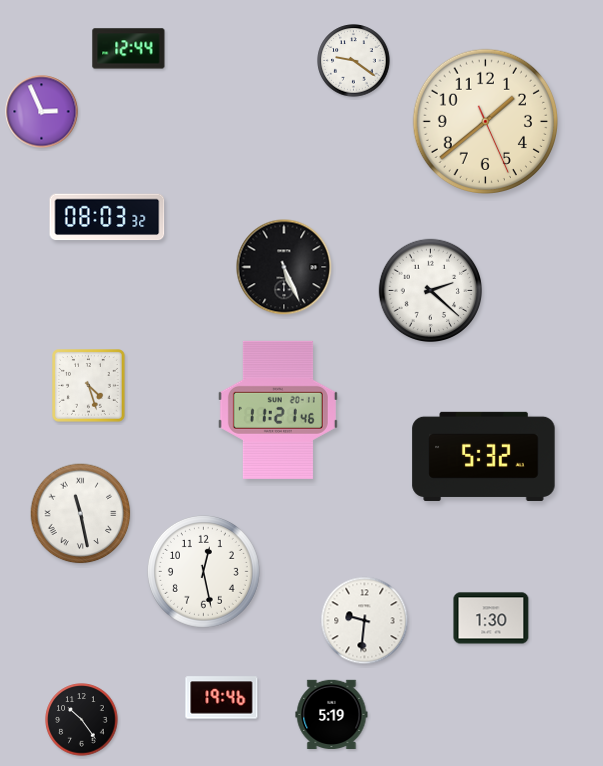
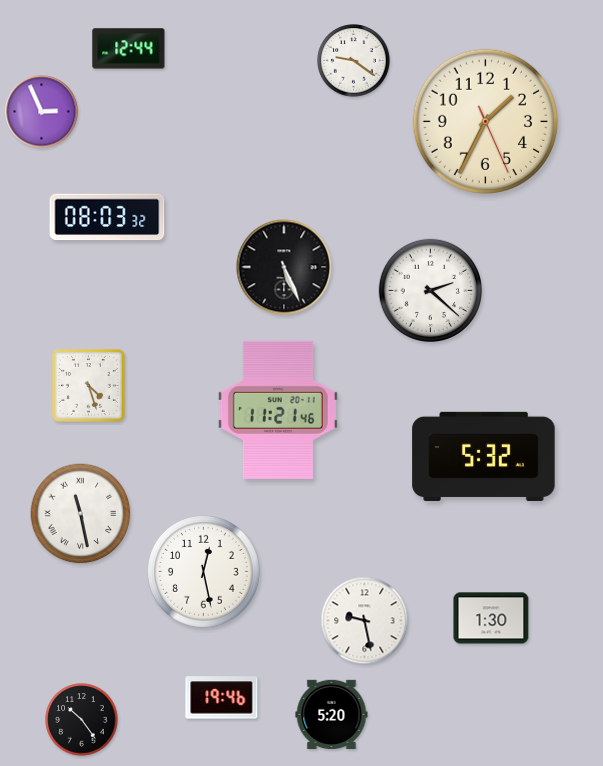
clock at (485, 121): 1:38 -> 1:34
clock at (365, 621): 9:31 -> 9:28
clock at (332, 714): 5:19 -> 5:20
